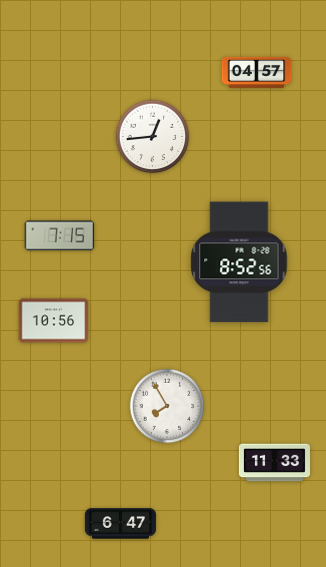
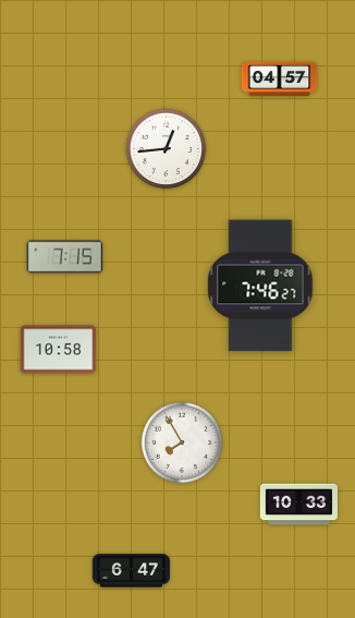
clock at (239, 262): 8:52 -> 7:46
clock at (54, 321): 10:56 -> 10:58
clock at (274, 463): 11:33 -> 10:33
